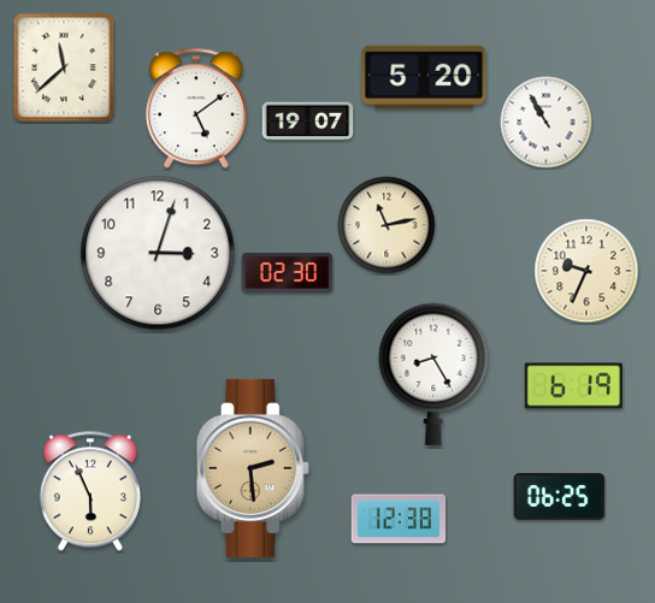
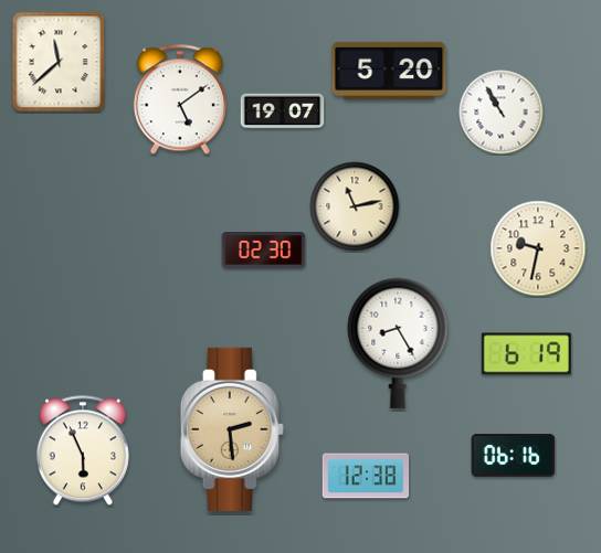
clock at (158, 253): 3:03 -> none
clock at (586, 271): 9:34 -> 9:32
clock at (560, 497): 06:25 -> 06:16
